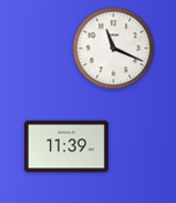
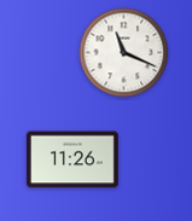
clock at (66, 146): 11:39 -> 11:26
